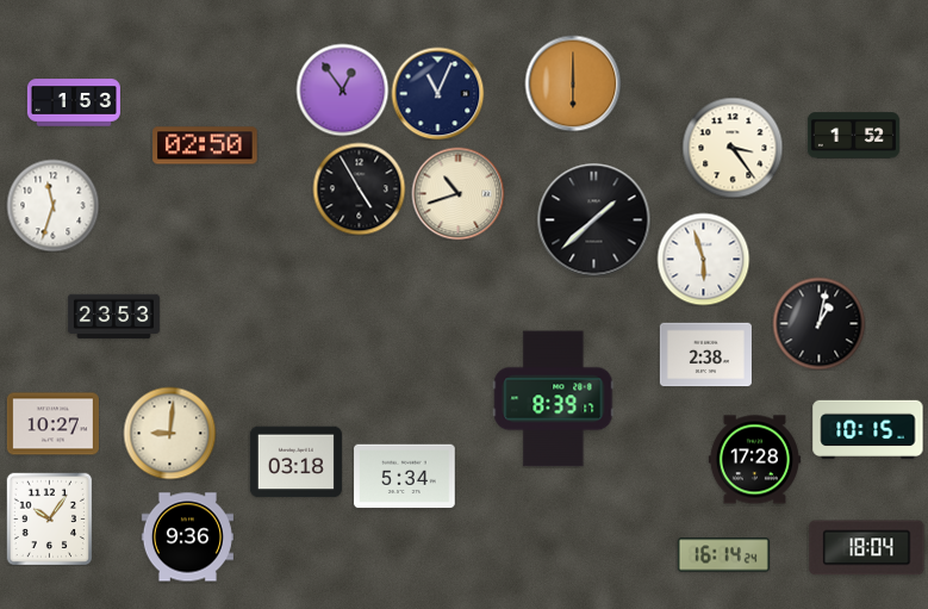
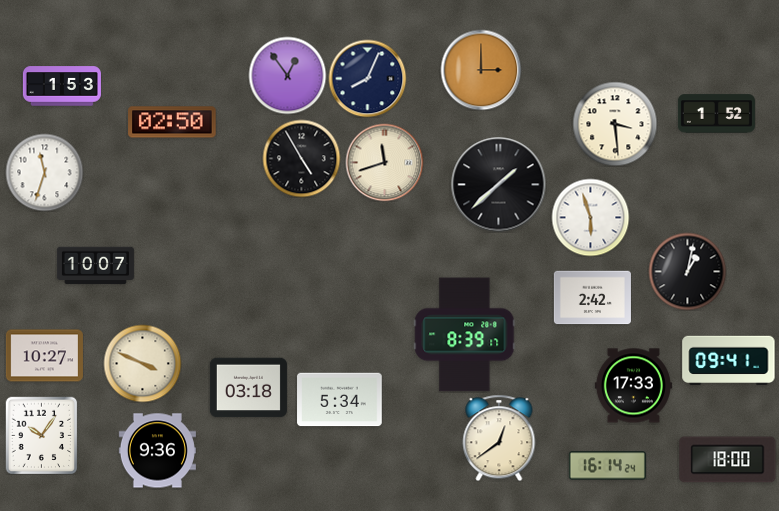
clock at (573, 83): 6:00 -> 3:00
clock at (437, 93): 11:04 -> 8:04
clock at (733, 148): 3:24 -> 3:29
clock at (457, 193): 10:42 -> 11:42
clock at (113, 317): 23:53 -> 10:07
clock at (705, 355): 2:38 -> 2:42
clock at (868, 430): 10:15 -> 09:41
clock at (169, 433): 9:01 -> 3:49
clock at (754, 460): 17:28 -> 17:33
clock at (499, 438): none -> 12:39
clock at (867, 548): 18:04 -> 18:00
